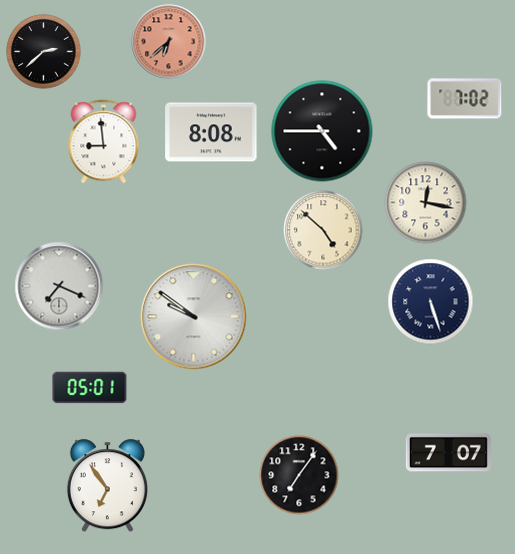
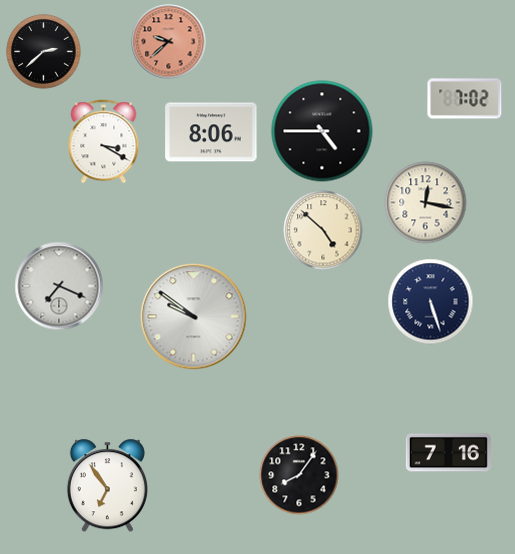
clock at (169, 42): 6:38 -> 9:38
clock at (211, 132): 8:08 -> 8:06
clock at (104, 142): 8:59 -> 3:20
clock at (90, 388): 05:01 -> none
clock at (448, 453): 7:07 -> 7:16
clock at (299, 475): 7:06 -> 8:06
